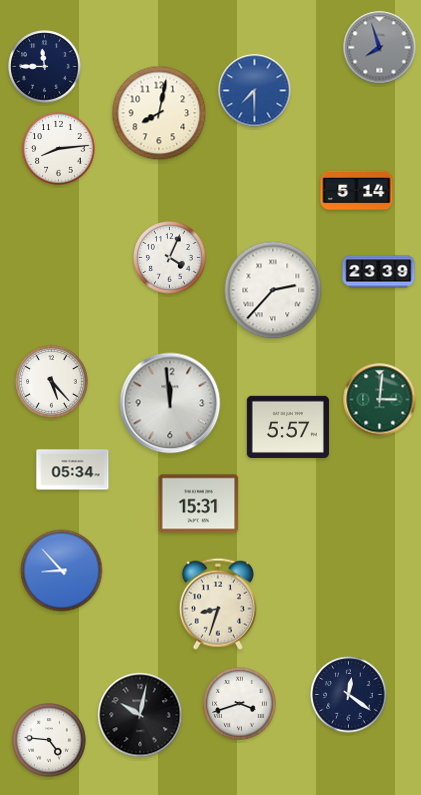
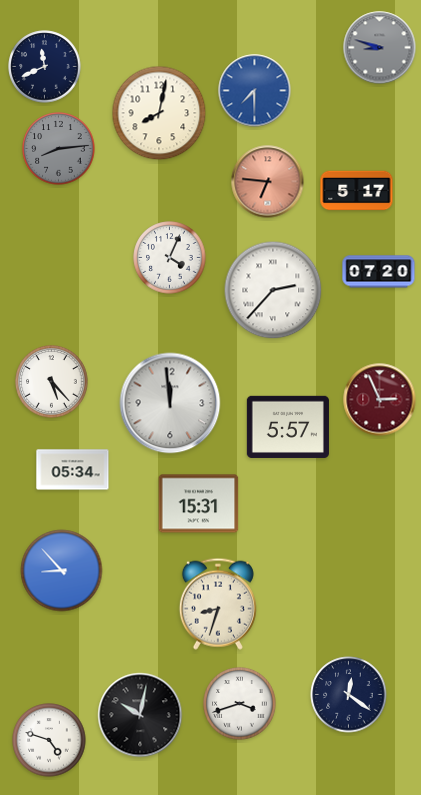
clock at (380, 48): 7:57 -> 8:48
clock at (45, 67): 11:45 -> 11:41
clock at (59, 149) dial: white -> grey
clock at (268, 182): none -> 6:46
clock at (357, 191): 5:14 -> 5:17
clock at (379, 272): 23:39 -> 07:20
clock at (380, 400): 3:01 -> 2:56
clock at (380, 400) dial: green -> burgundy
clock at (49, 740): 4:46 -> 4:48
